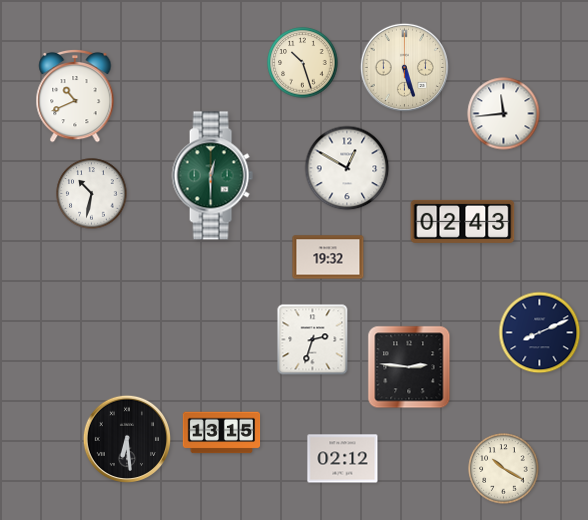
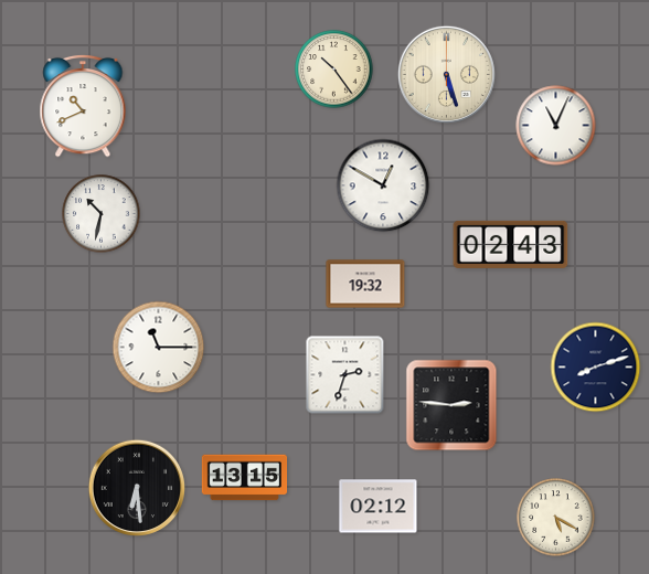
clock at (303, 63): 10:27 -> 10:24
clock at (504, 114): 11:44 -> 11:04
clock at (212, 176): 12:30 -> none
clock at (328, 257) position: (328, 257) -> (365, 284)
clock at (159, 348): none -> 11:15
clock at (540, 333): 8:11 -> 8:12
clock at (126, 438) position: (126, 438) -> (136, 487)
clock at (504, 469): 10:20 -> 5:20
